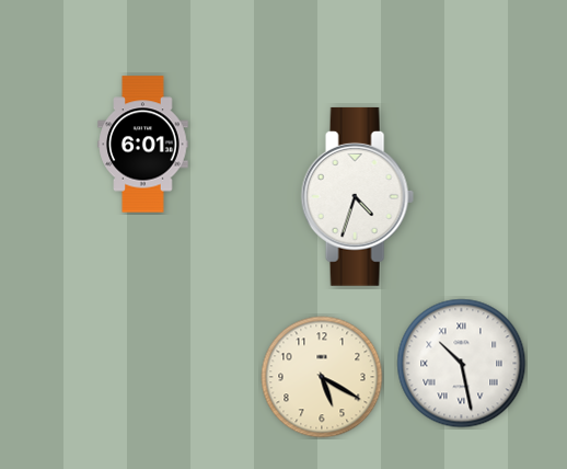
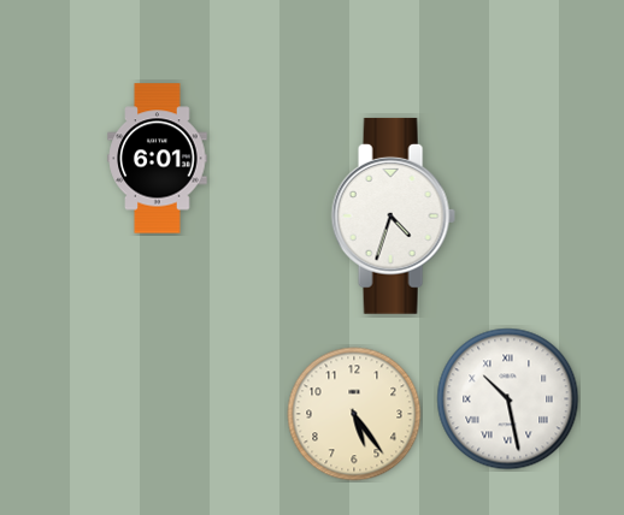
clock at (322, 377): 5:20 -> 5:24
